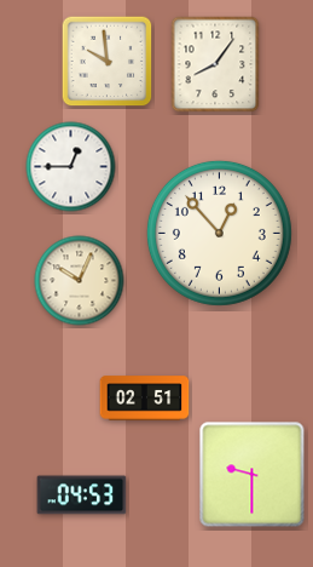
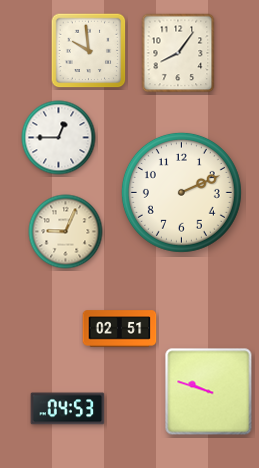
clock at (219, 233): 12:53 -> 2:11
clock at (80, 281): 10:04 -> 9:04
clock at (253, 475): 9:30 -> 9:48
